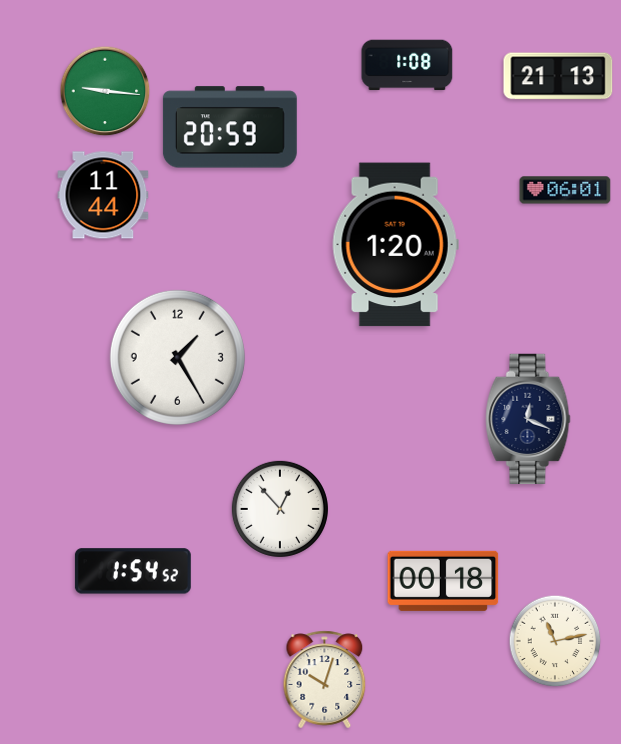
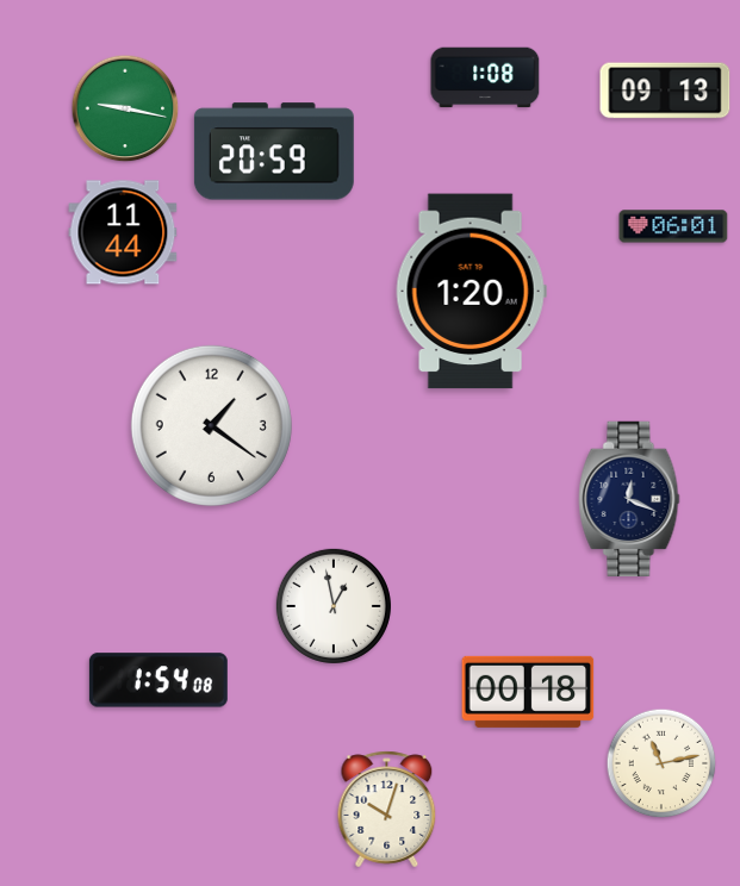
clock at (558, 76): 21:13 -> 09:13
clock at (105, 91): 9:16 -> 9:17
clock at (177, 357): 1:25 -> 1:21
clock at (280, 509): 12:53 -> 12:58
clock at (133, 571): 1:54:52 -> 1:54:08
